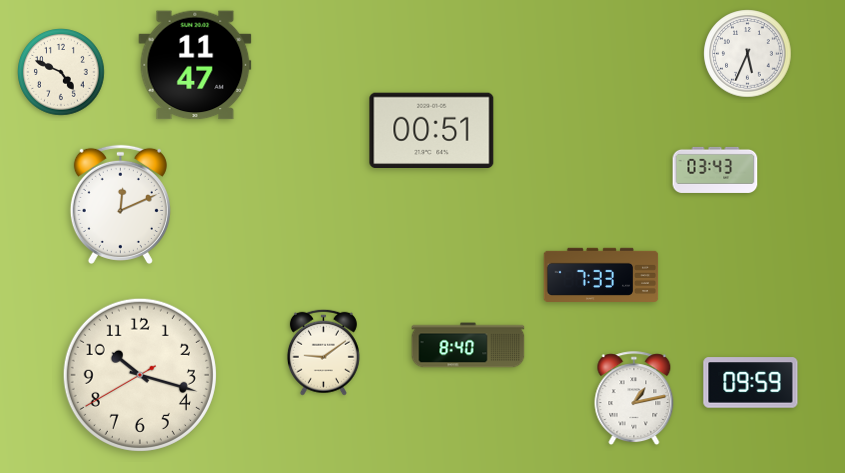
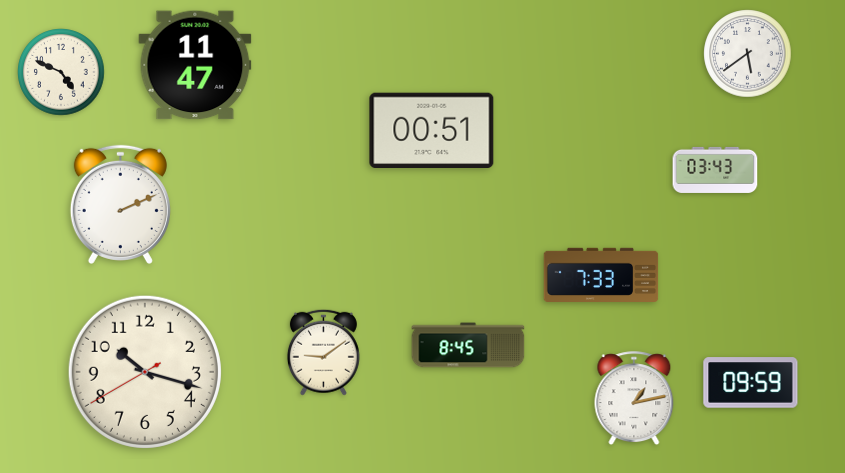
clock at (748, 54): 5:34 -> 5:39
clock at (120, 204): 12:11 -> 2:11
clock at (468, 345): 8:40 -> 8:45
clock at (140, 375) position: (140, 375) -> (145, 372)
